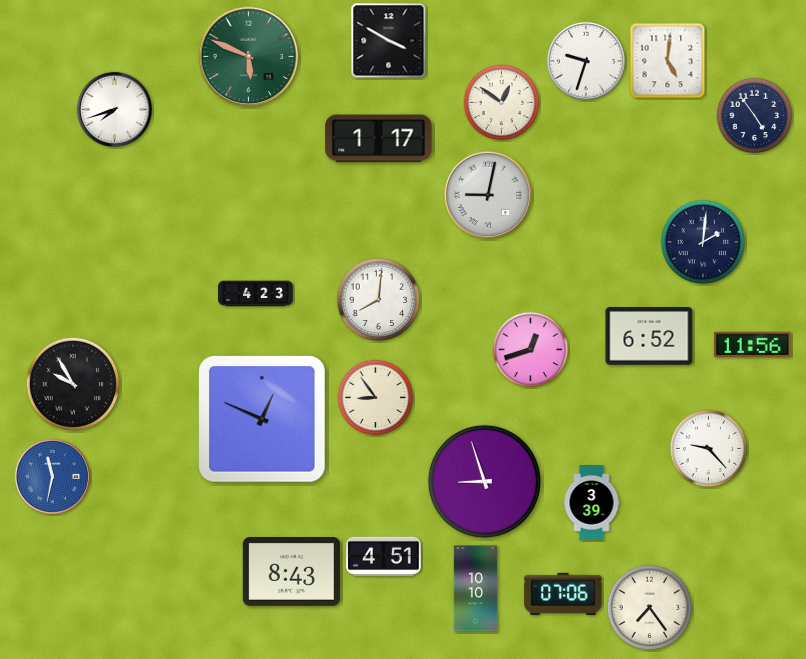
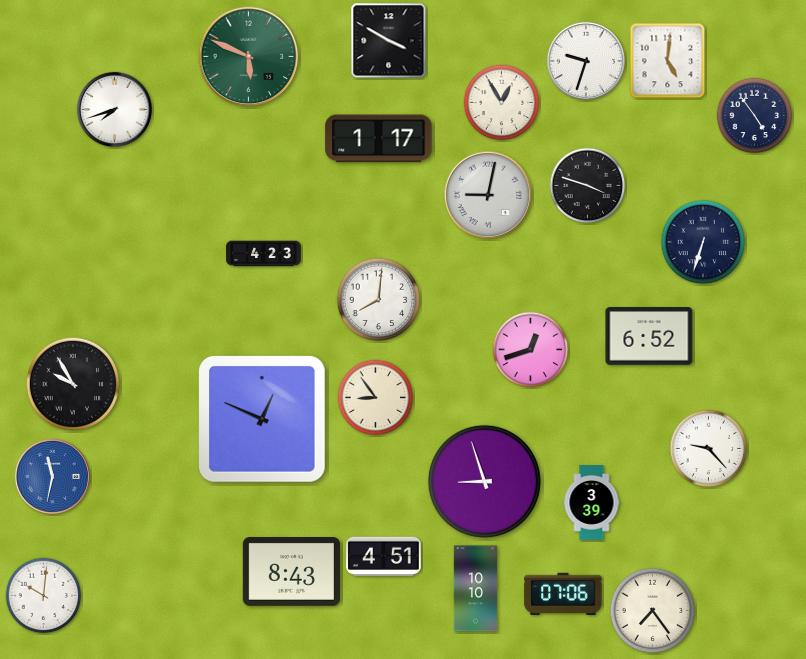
clock at (502, 103): 12:51 -> 12:55
clock at (588, 186): none -> 3:48
clock at (703, 242): 2:01 -> 6:33
clock at (256, 294) position: (256, 294) -> (264, 254)
clock at (753, 345): 11:56 -> none
clock at (44, 596): none -> 10:01
clock at (650, 608) position: (650, 608) -> (653, 611)
